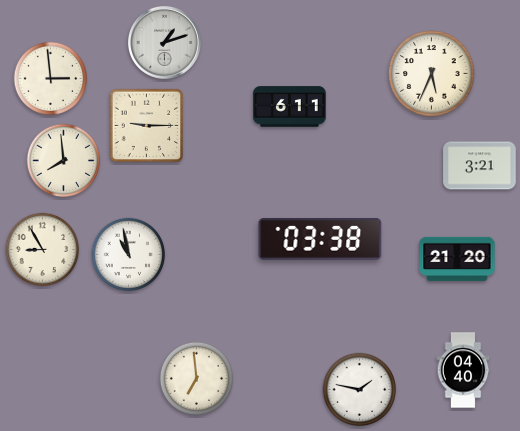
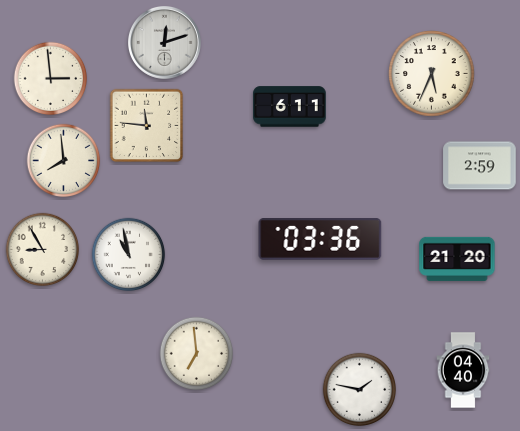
clock at (165, 43): 1:12 -> 12:12
clock at (147, 126): 9:15 -> 11:46
clock at (480, 166): 3:21 -> 2:59
clock at (320, 239): 03:38 -> 03:36
clock at (197, 379) position: (197, 379) -> (197, 354)
